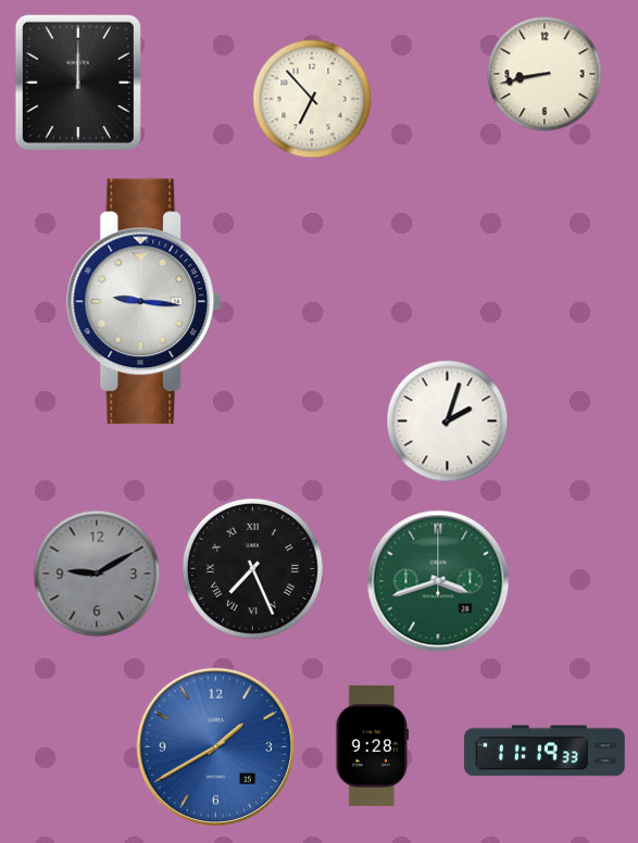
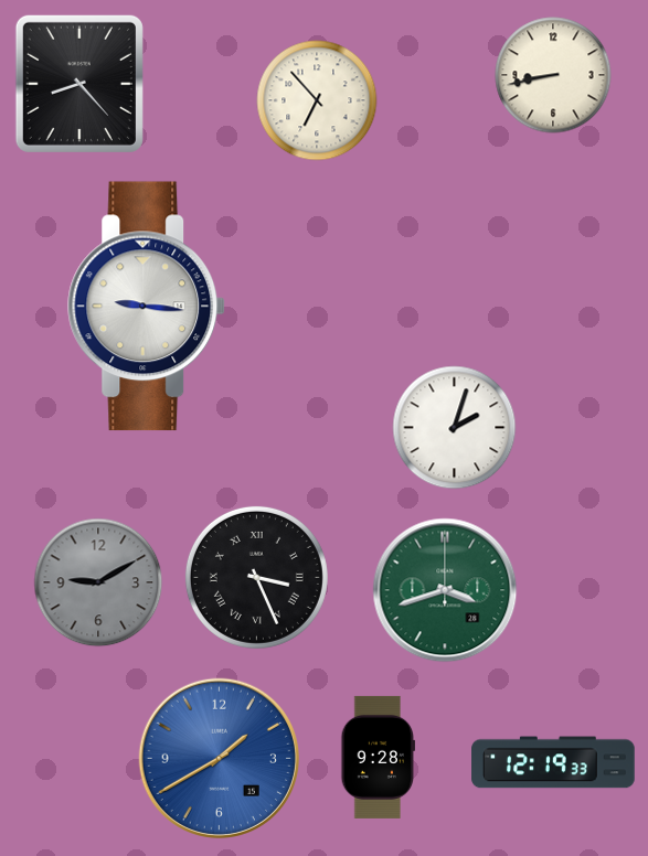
clock at (78, 83): 12:00 -> 8:23
clock at (252, 568): 7:26 -> 3:26
clock at (545, 751): 11:19 -> 12:19
